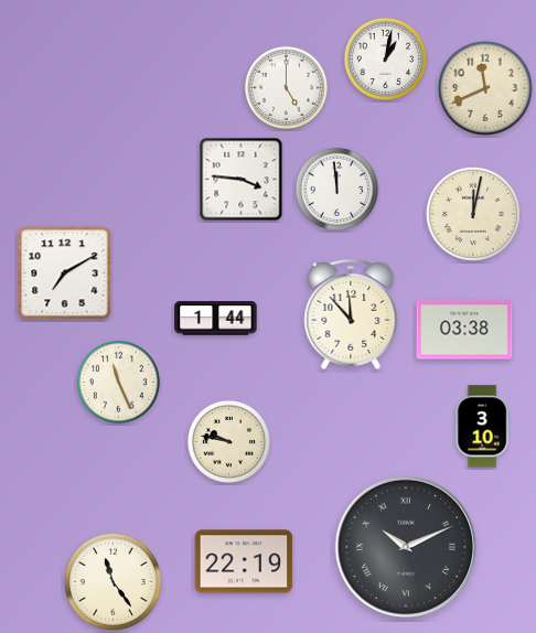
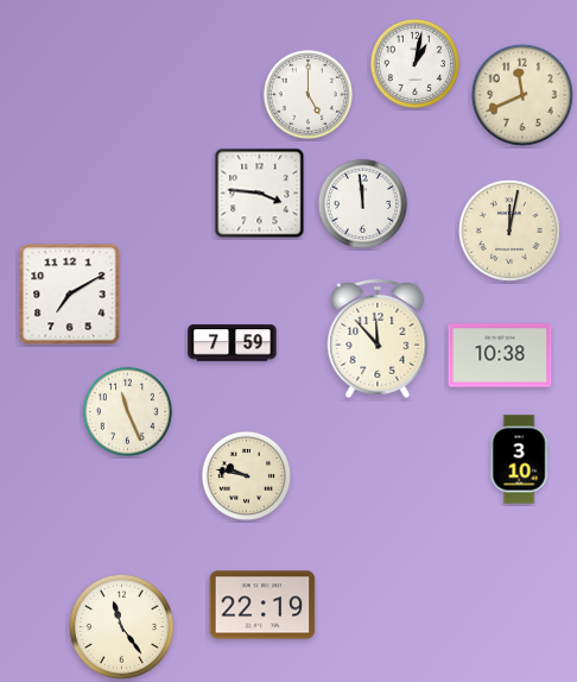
clock at (216, 319): 1:44 -> 7:59
clock at (464, 330): 03:38 -> 10:38
clock at (406, 547): 10:11 -> none
